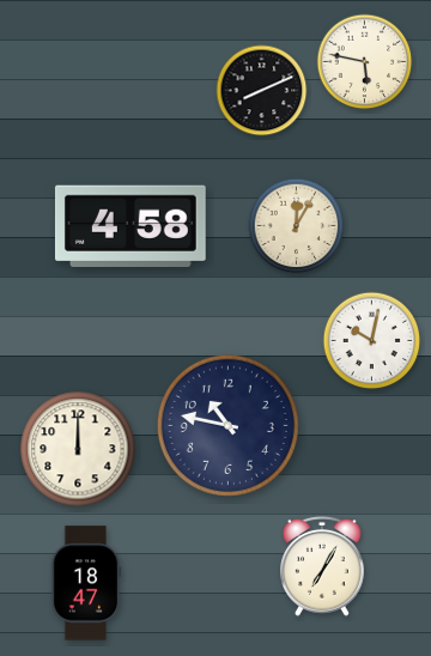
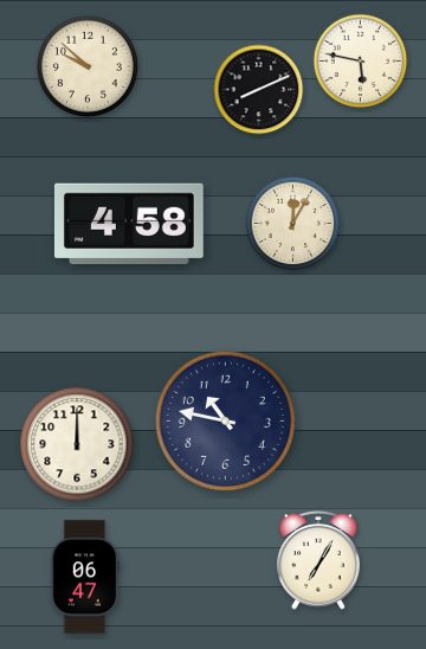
clock at (88, 66): none -> 9:52
clock at (372, 341): 10:02 -> none
clock at (86, 583): 18:47 -> 06:47
